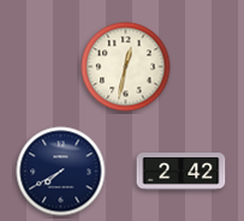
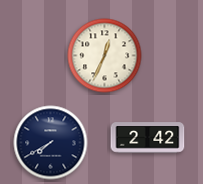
clock at (126, 67): 12:32 -> 12:34
clock at (181, 172) position: (181, 172) -> (148, 138)
